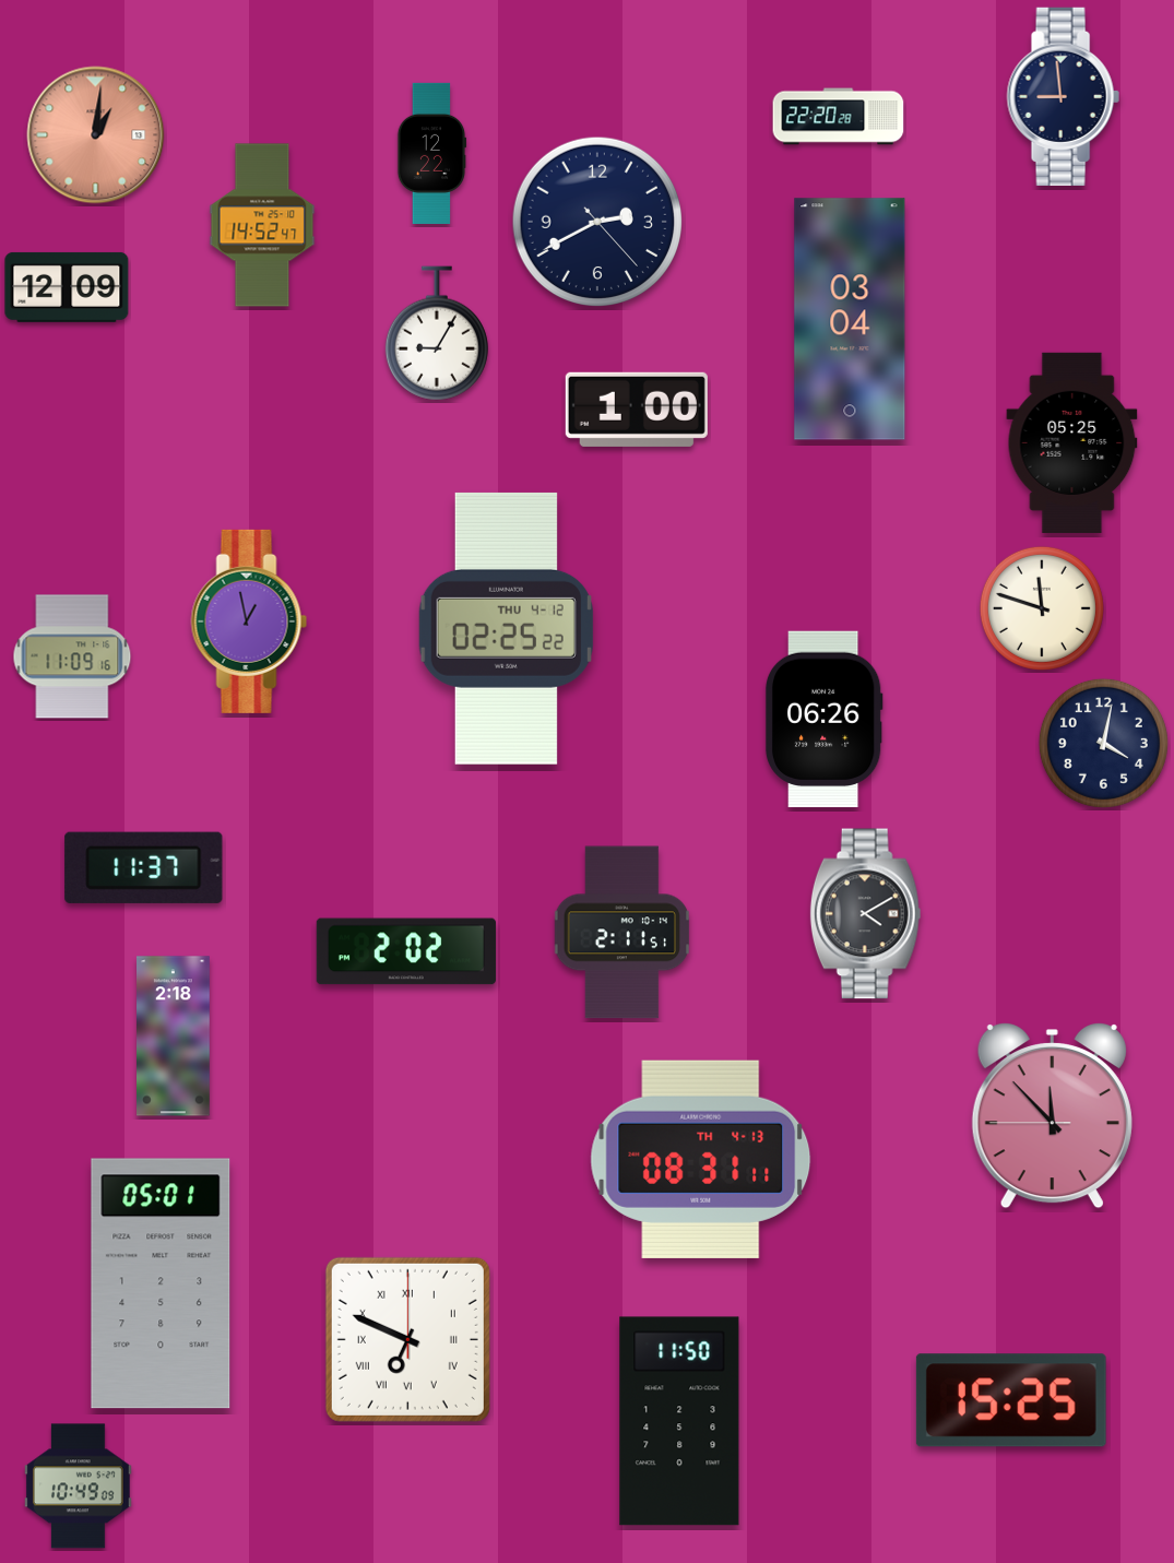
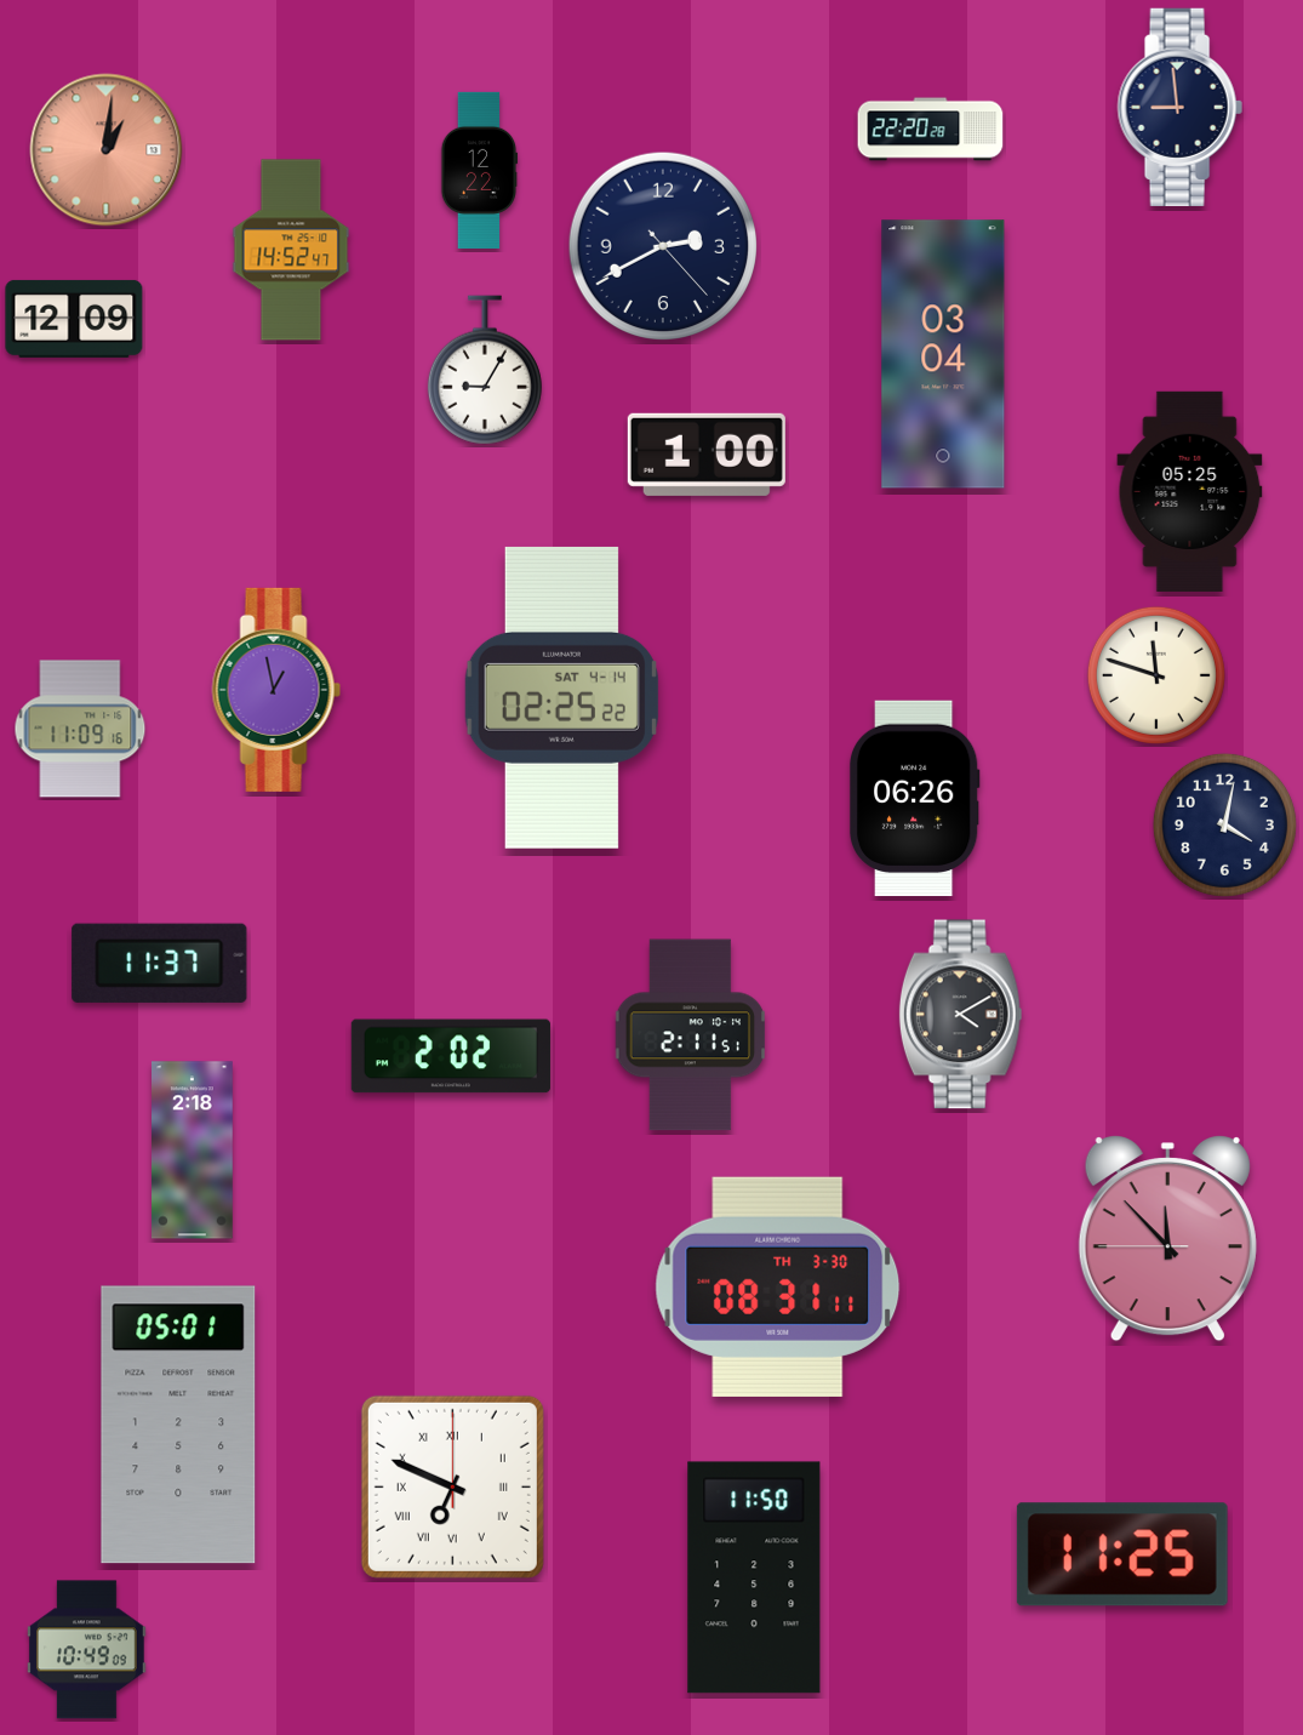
clock at (506, 628) date: THU 4-12 -> SAT 4-14
clock at (701, 1159) date: TH 4-13 -> TH 3-30
clock at (1011, 1400): 15:25 -> 11:25
